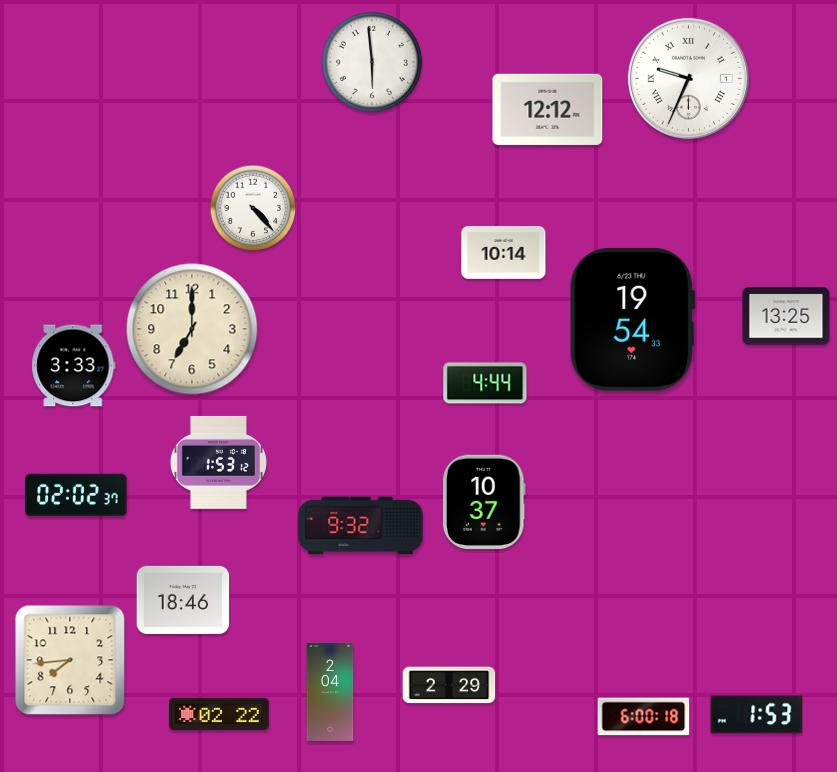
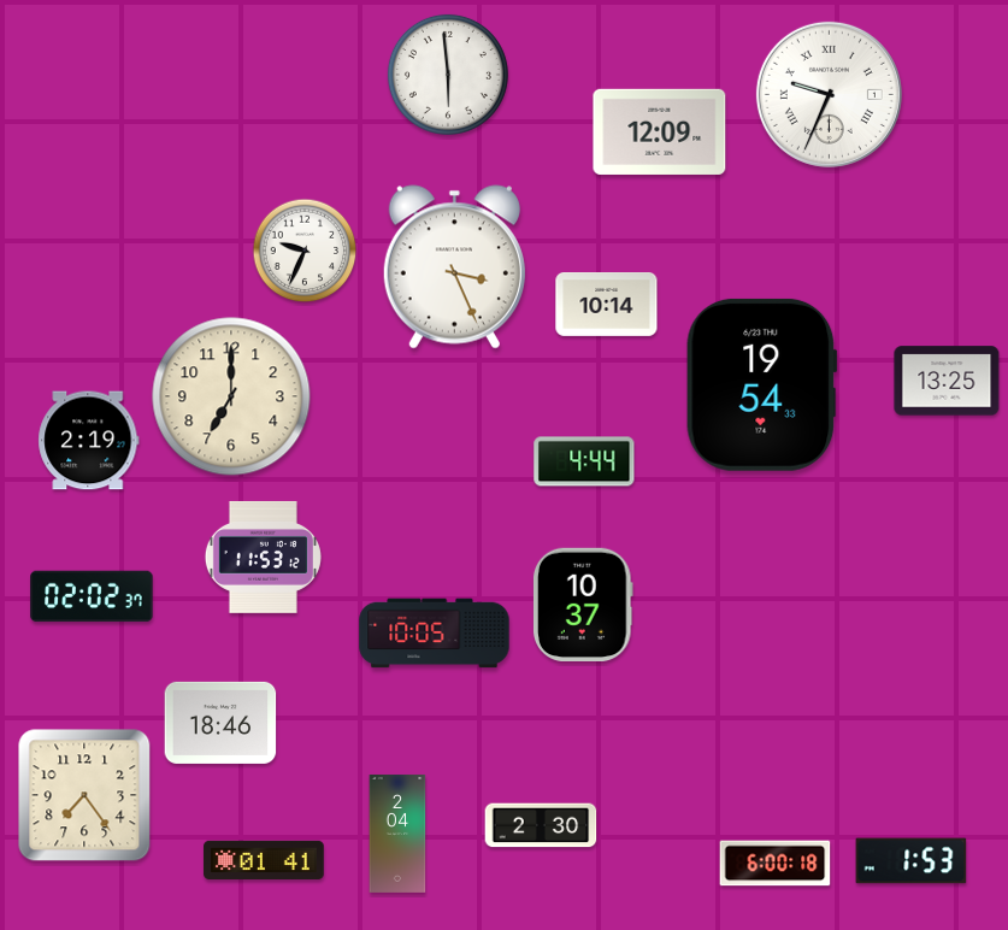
clock at (548, 109): 12:12 -> 12:09
clock at (253, 208): 4:23 -> 9:34
clock at (454, 267): none -> 3:26
clock at (74, 366): 3:33 -> 2:19
clock at (218, 462): 1:53 -> 11:53
clock at (361, 526): 9:32 -> 10:05
clock at (70, 660): 7:44 -> 7:24
clock at (449, 685): 2:29 -> 2:30
clock at (219, 714): 02:22 -> 01:41
